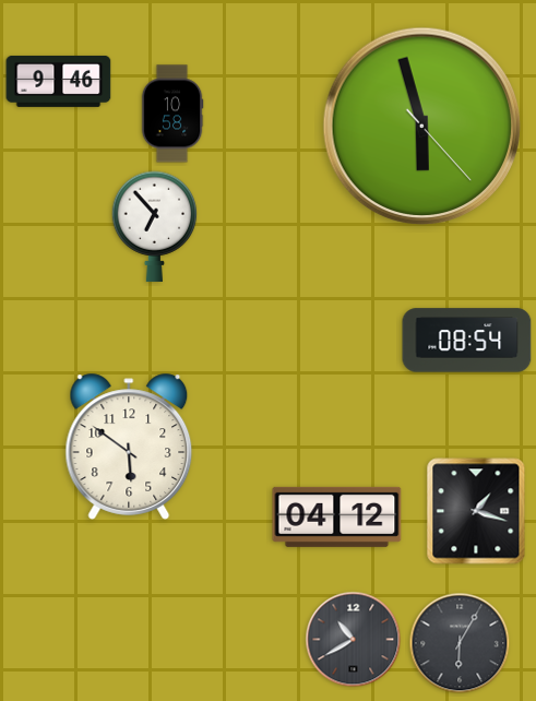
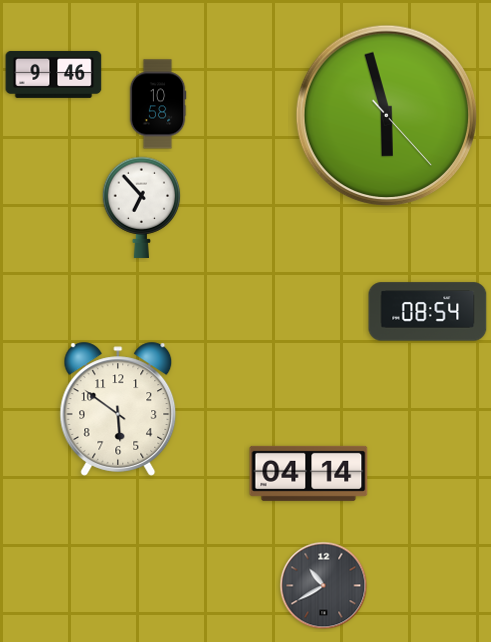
clock at (476, 511): 1:18 -> none
clock at (337, 516): 04:12 -> 04:14
clock at (460, 643): 6:05 -> none
